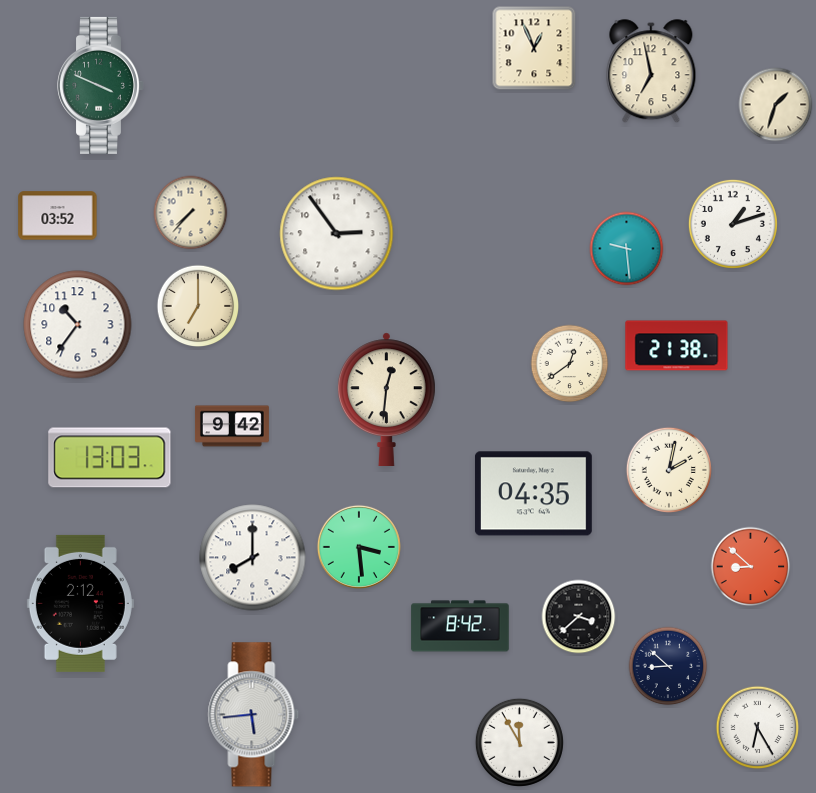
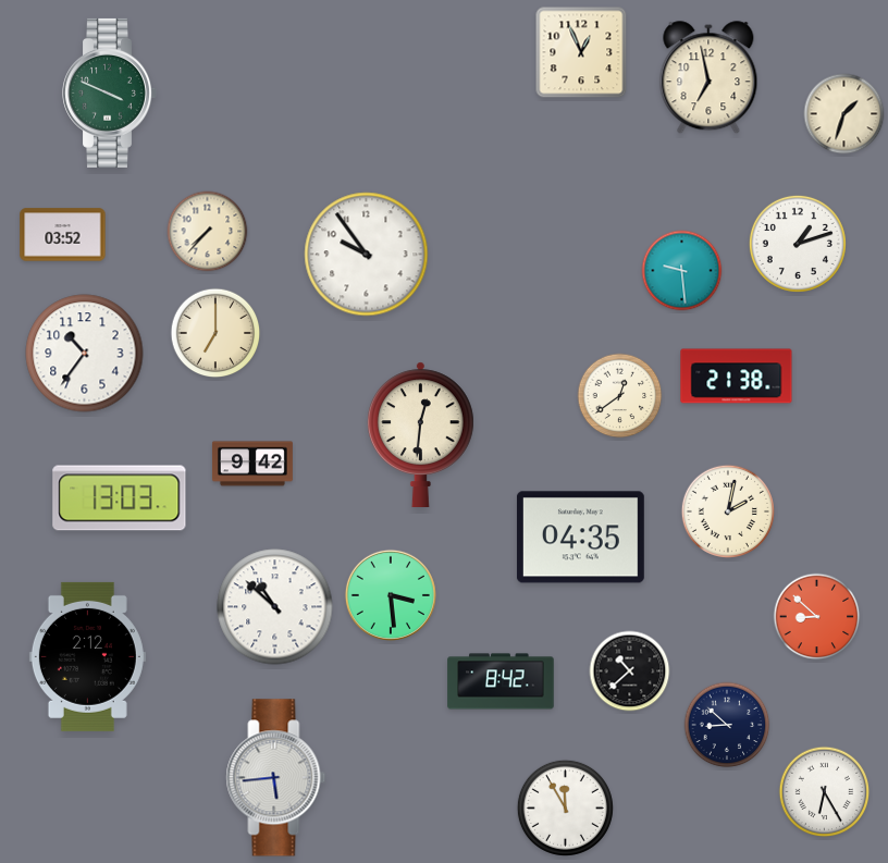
clock at (337, 234): 2:54 -> 9:54
clock at (253, 558): 8:00 -> 10:52
clock at (579, 617): 3:38 -> 10:38
